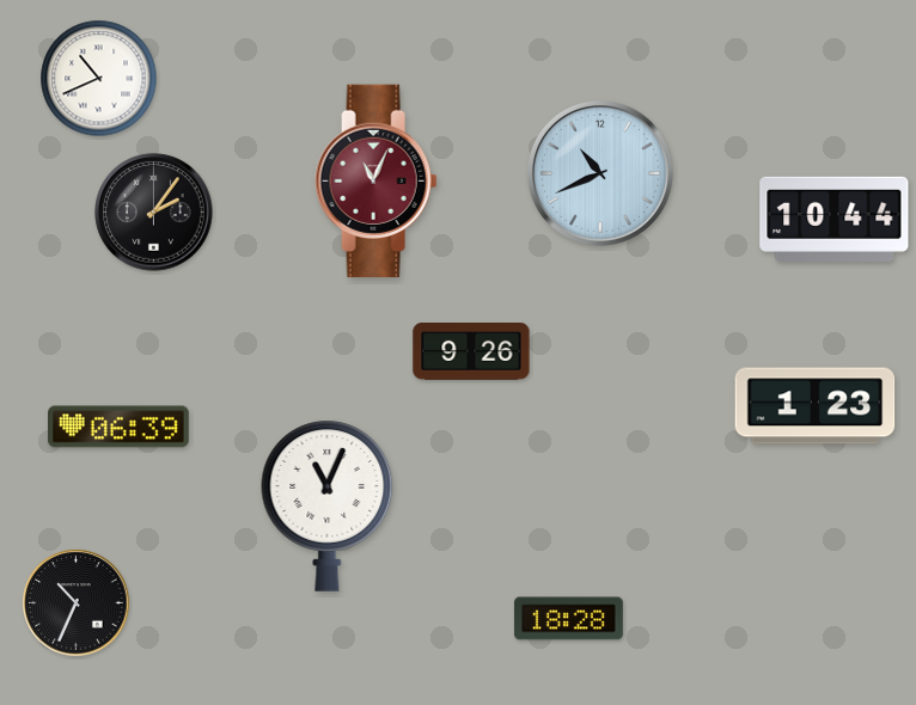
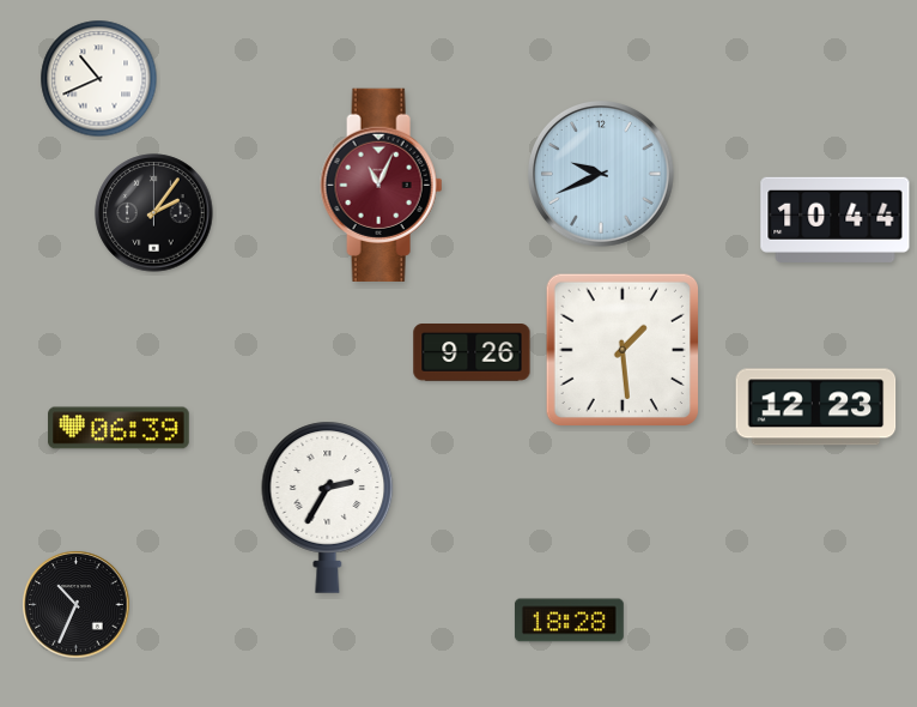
clock at (601, 174): 10:41 -> 9:41
clock at (377, 180) position: (377, 180) -> (382, 185)
clock at (621, 349): none -> 1:29
clock at (816, 406): 1:23 -> 12:23
clock at (328, 505): 11:04 -> 2:35
